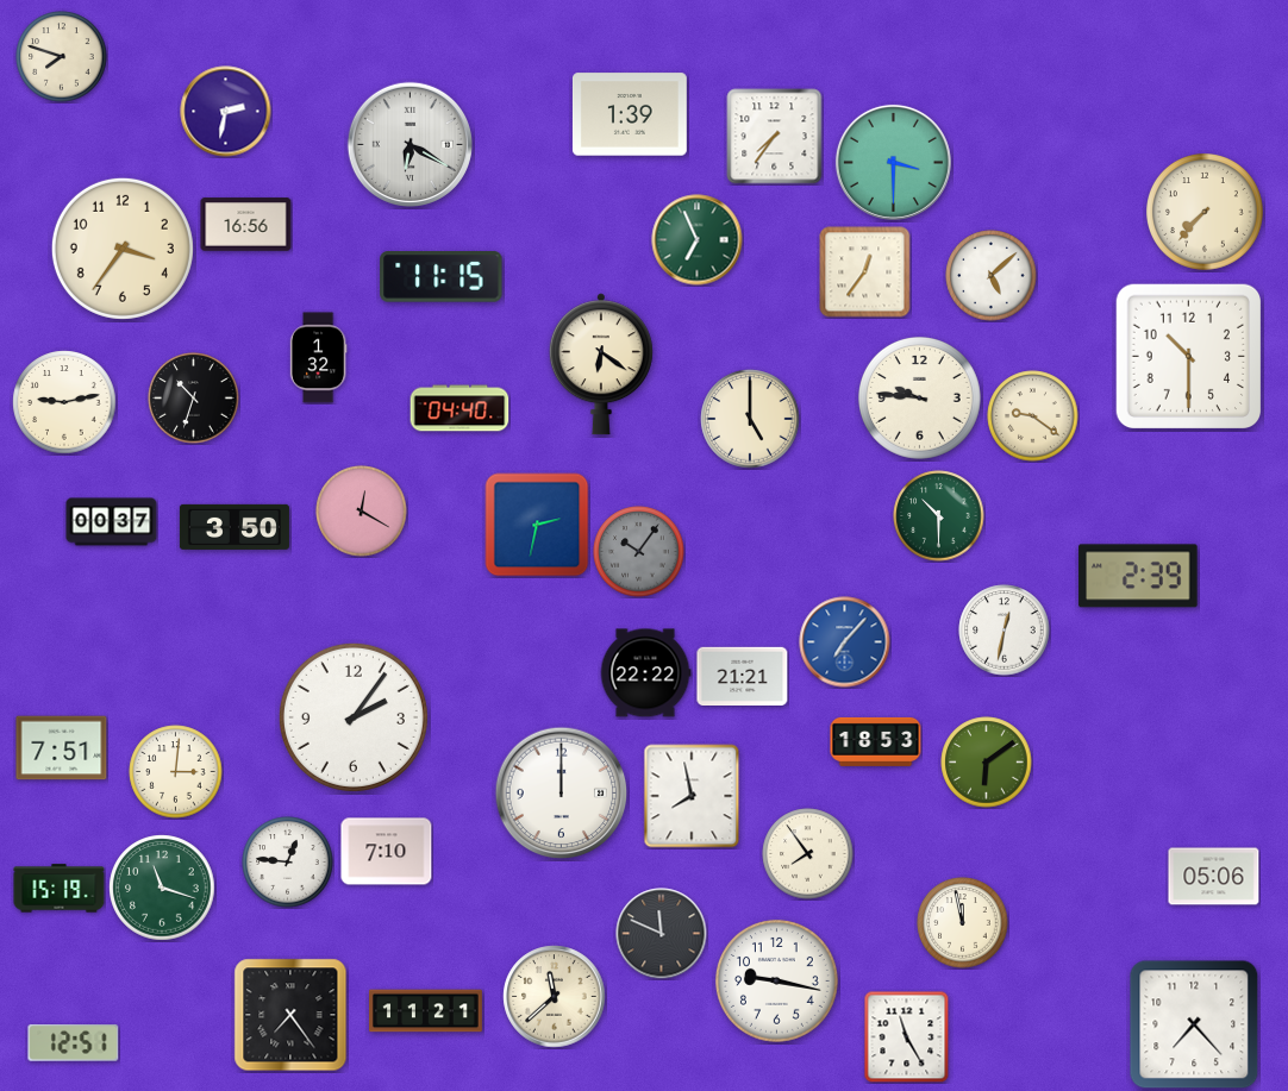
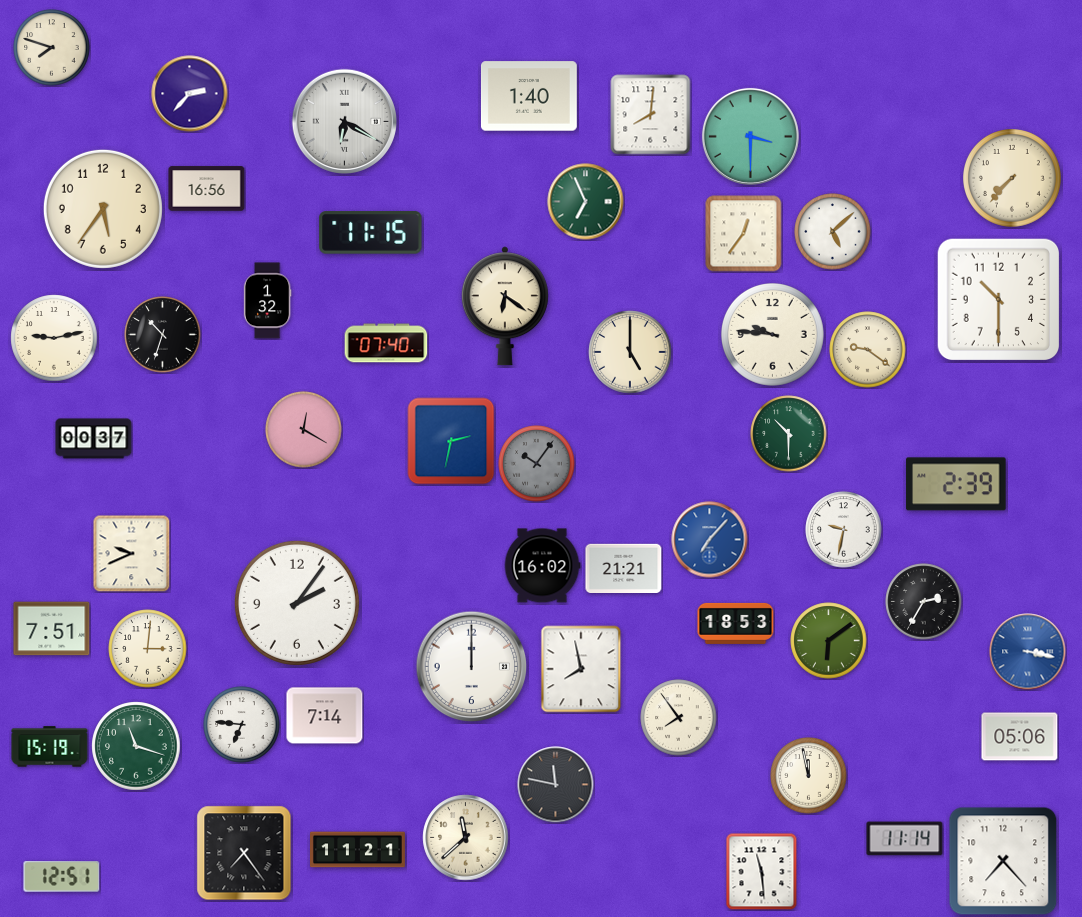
clock at (226, 112): 2:32 -> 2:37
clock at (630, 114): 1:39 -> 1:40
clock at (775, 137): 7:36 -> 8:01
clock at (123, 249): 3:36 -> 5:36
clock at (865, 272) position: (865, 272) -> (744, 234)
clock at (459, 408): 04:40 -> 07:40
clock at (235, 527): 3:50 -> none
clock at (1005, 631): 12:32 -> 9:32
clock at (131, 553): none -> 9:41
clock at (645, 673): 22:22 -> 16:02
clock at (924, 602): none -> 2:35
clock at (1028, 652): none -> 3:17
clock at (387, 852): 7:10 -> 7:14
clock at (288, 863): 12:46 -> 6:46
clock at (662, 934): 11:49 -> 11:47
clock at (776, 980): 9:17 -> none
clock at (905, 839): none -> 11:14
clock at (907, 1036): 11:25 -> 11:29
